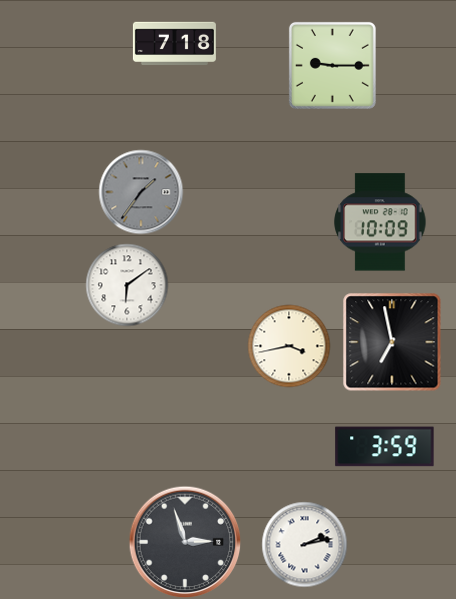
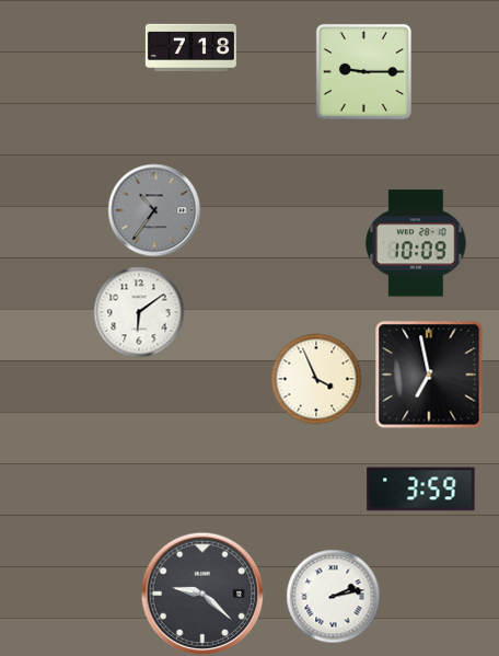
clock at (141, 192): 1:36 -> 10:36
clock at (289, 346): 3:43 -> 3:56
clock at (185, 542): 2:57 -> 9:22
